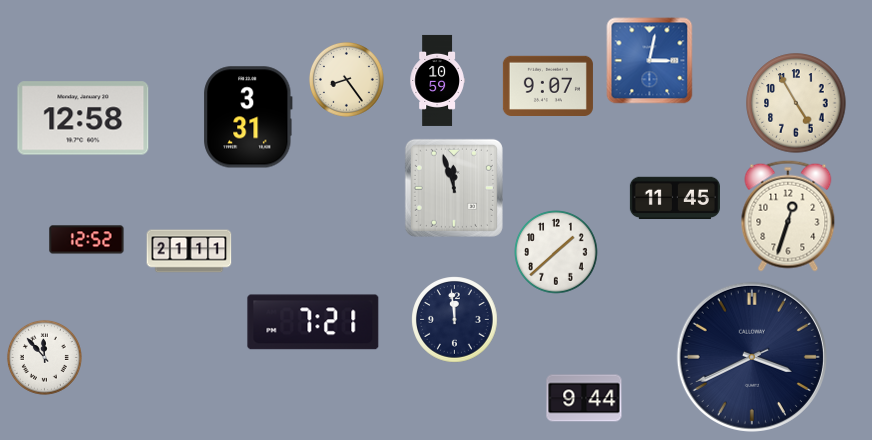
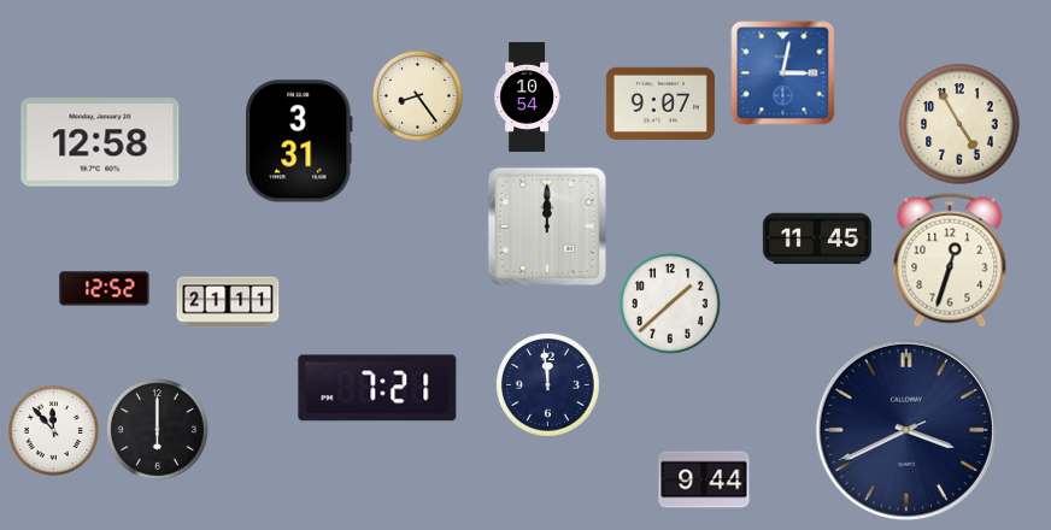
clock at (437, 80): 10:59 -> 10:54
clock at (454, 188): 11:57 -> 12:00
clock at (675, 198) position: (675, 198) -> (817, 238)
clock at (158, 430): none -> 6:00
